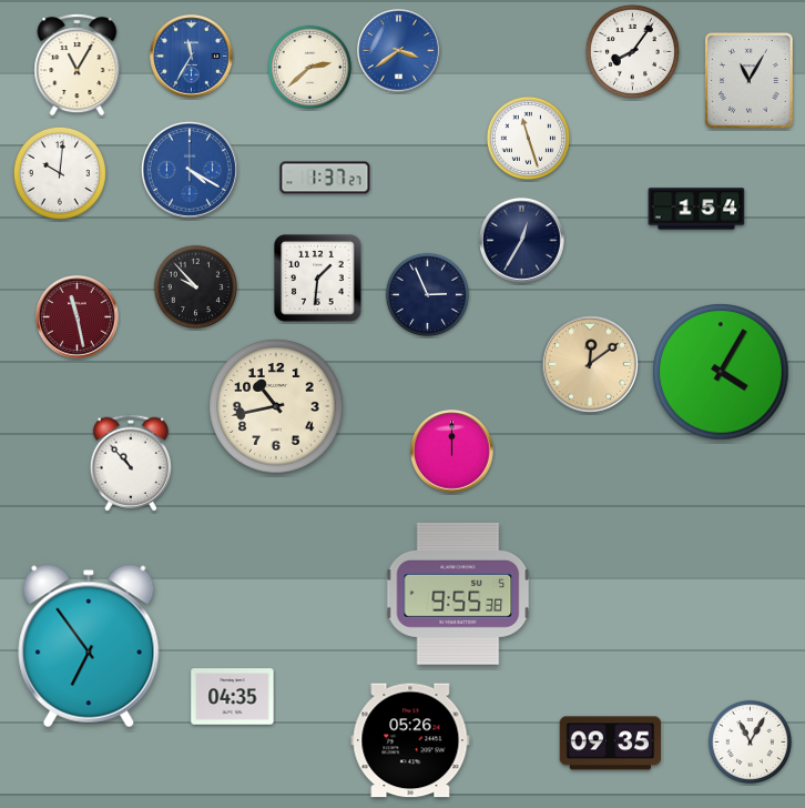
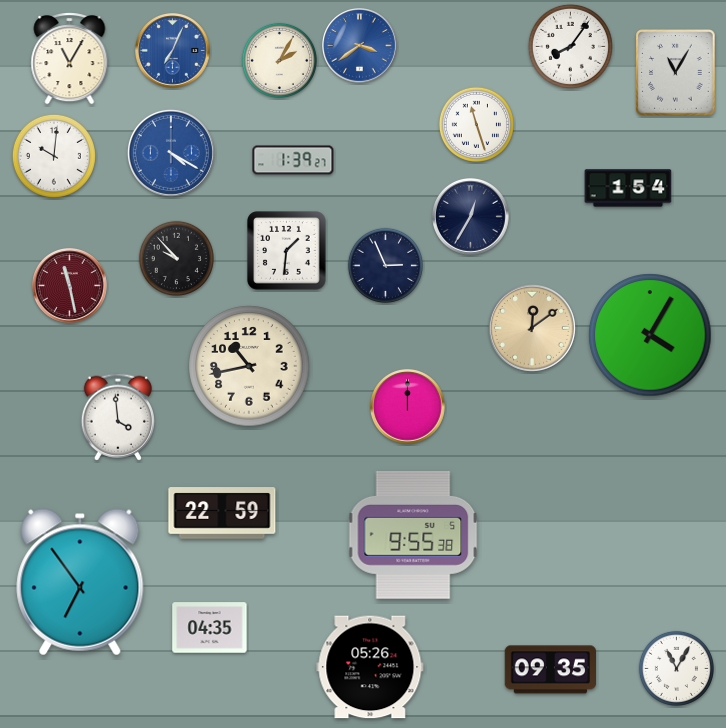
clock at (192, 57): 11:35 -> 7:04
clock at (309, 67): 2:38 -> 2:05
clock at (325, 178): 1:37 -> 1:39
clock at (130, 463): 10:53 -> 3:59
clock at (222, 513): none -> 22:59
